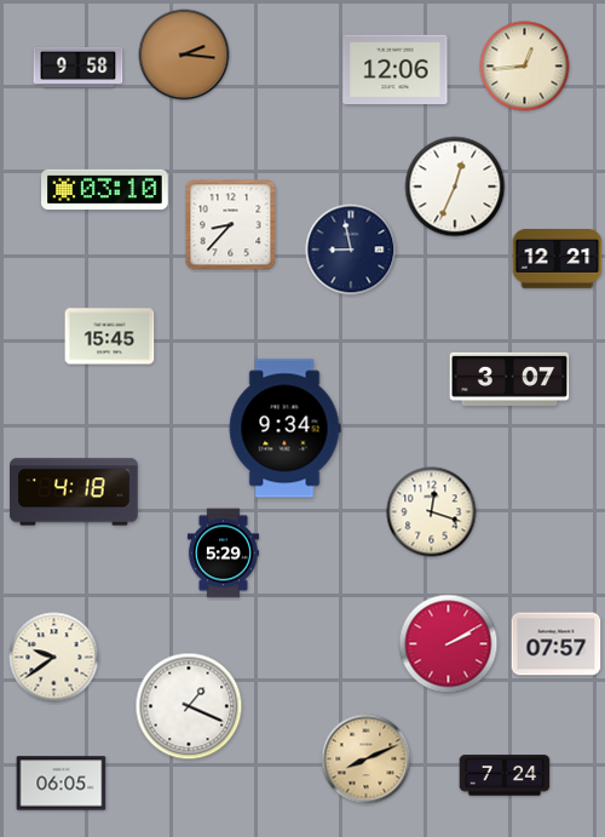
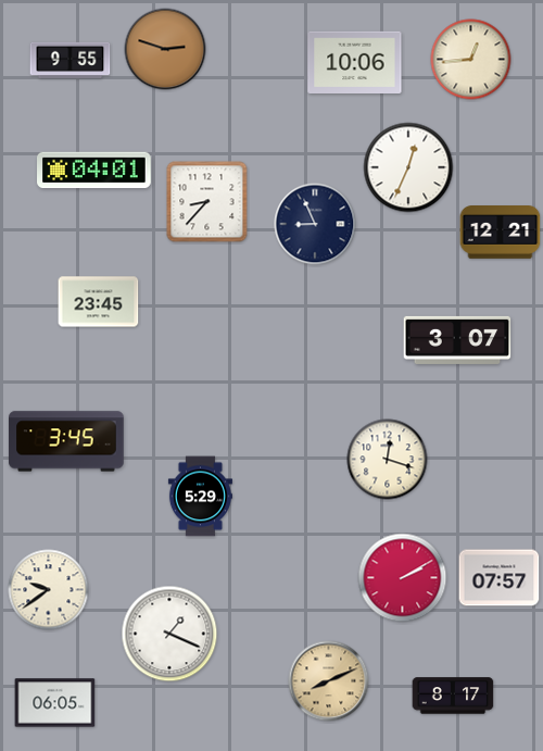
clock at (184, 55): 2:16 -> 2:48
clock at (79, 67): 9:58 -> 9:55
clock at (396, 70): 12:06 -> 10:06
clock at (105, 190): 03:10 -> 04:01
clock at (351, 250): 8:58 -> 8:56
clock at (110, 337): 15:45 -> 23:45
clock at (284, 429): 9:34 -> none
clock at (74, 492): 4:18 -> 3:45
clock at (505, 775): 7:24 -> 8:17
